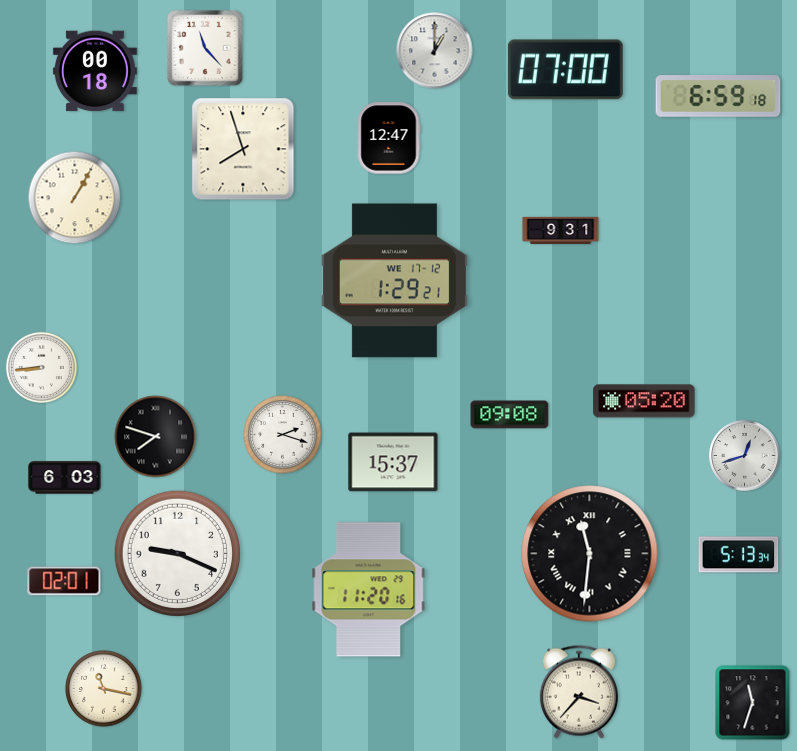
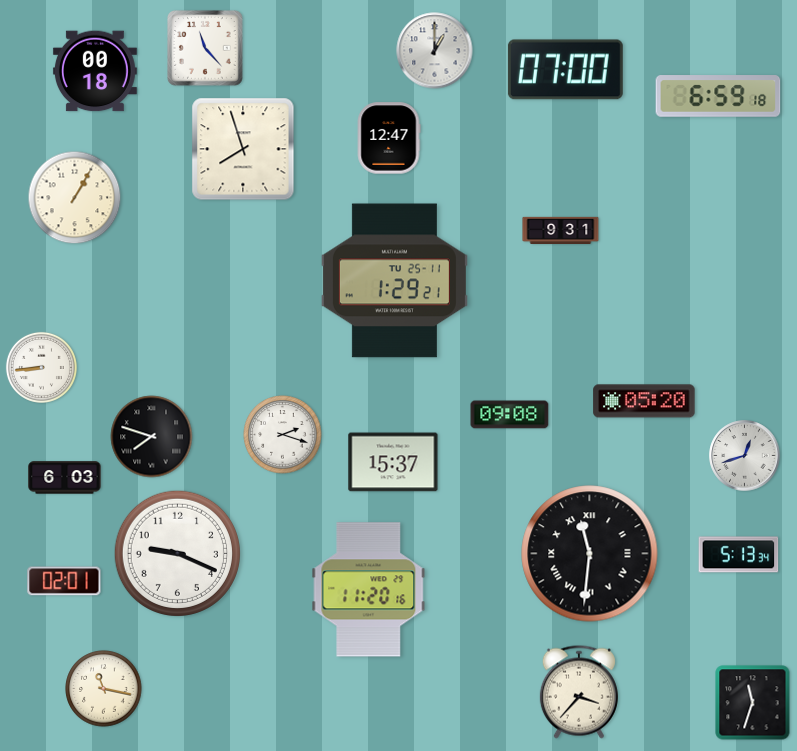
clock at (394, 281) date: WE 17-12 -> TU 25-11
clock at (156, 437) position: (156, 437) -> (152, 437)
